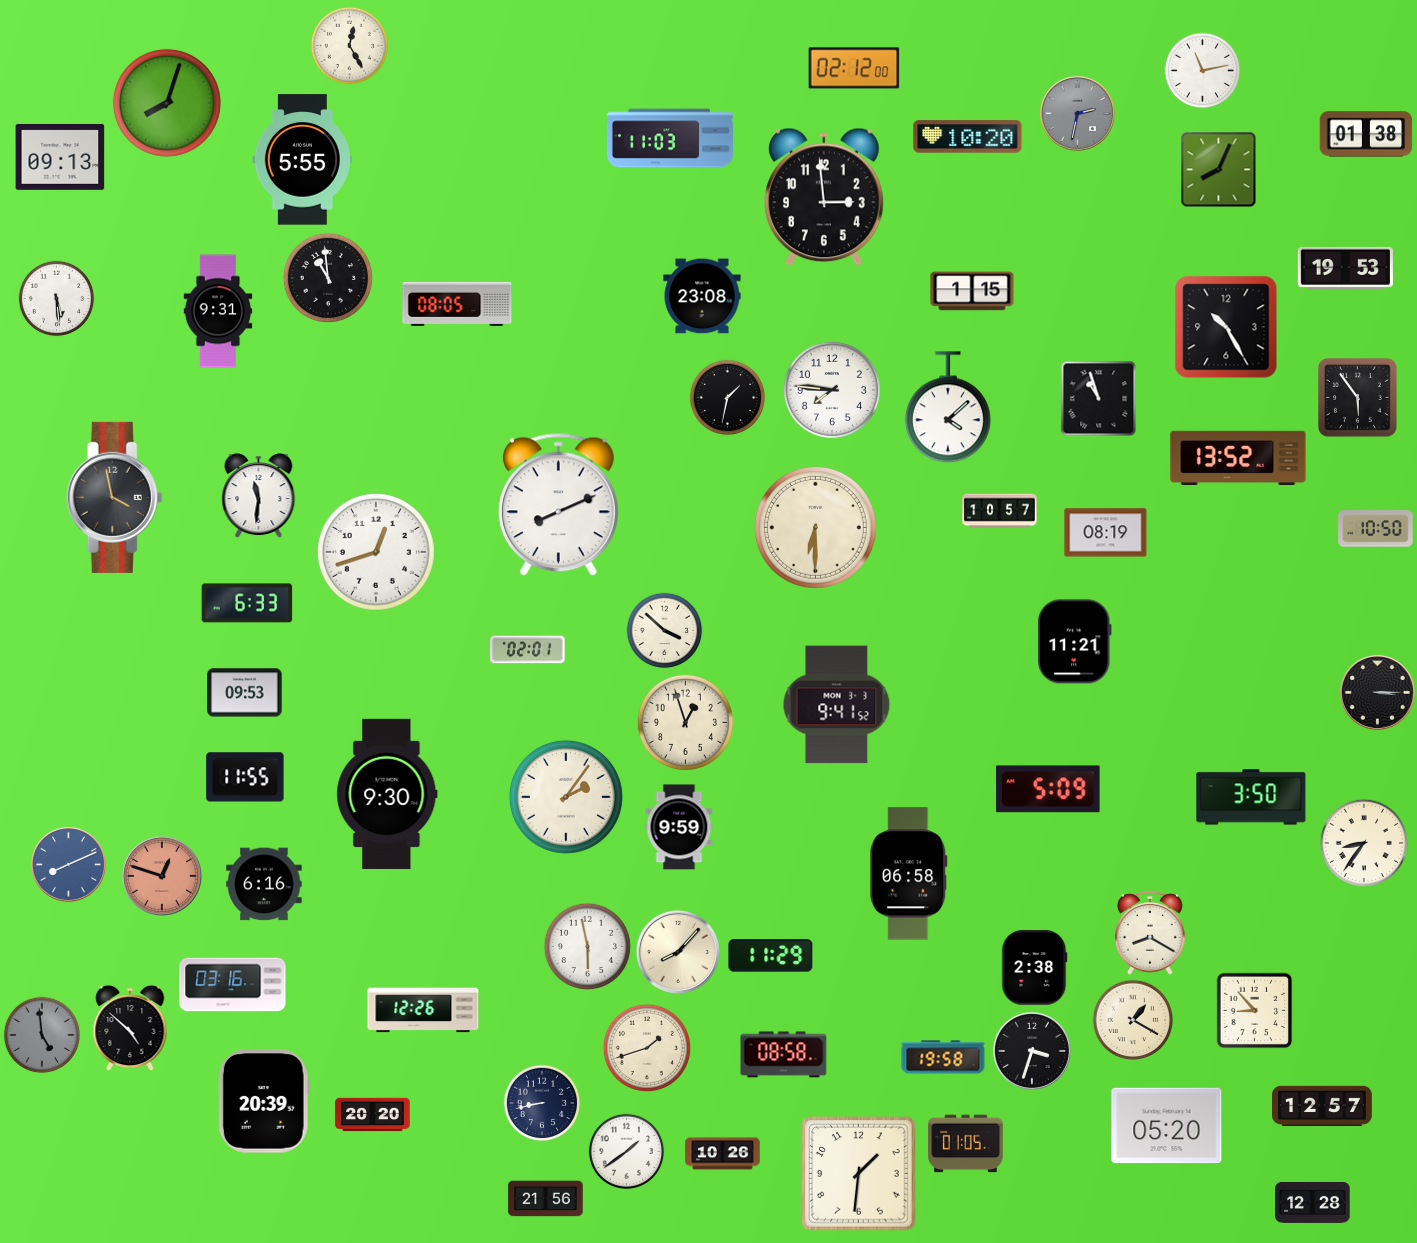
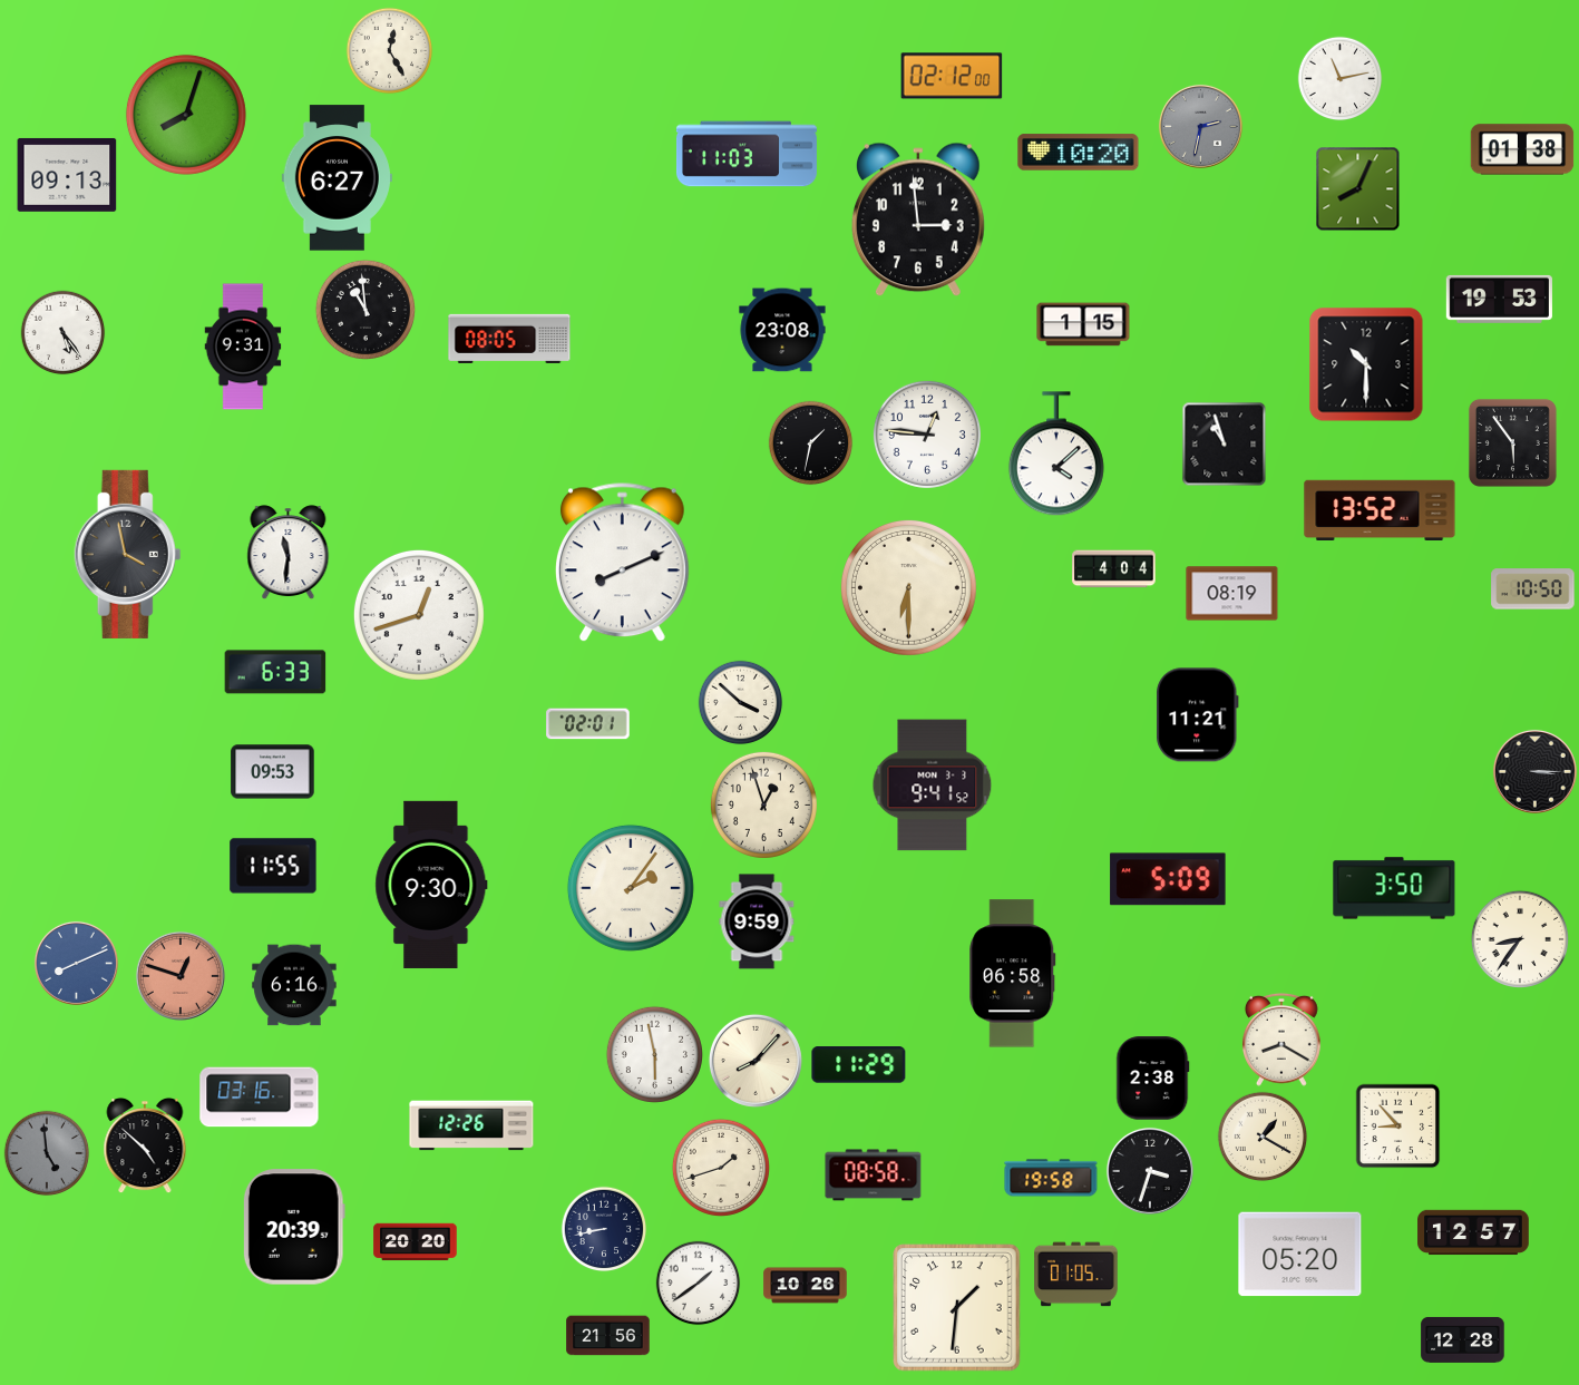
clock at (302, 160): 5:55 -> 6:27
clock at (57, 299): 5:29 -> 5:24
clock at (1226, 327): 10:25 -> 10:30
clock at (832, 390): 7:46 -> 12:46
clock at (1000, 511): 10:57 -> 4:04
